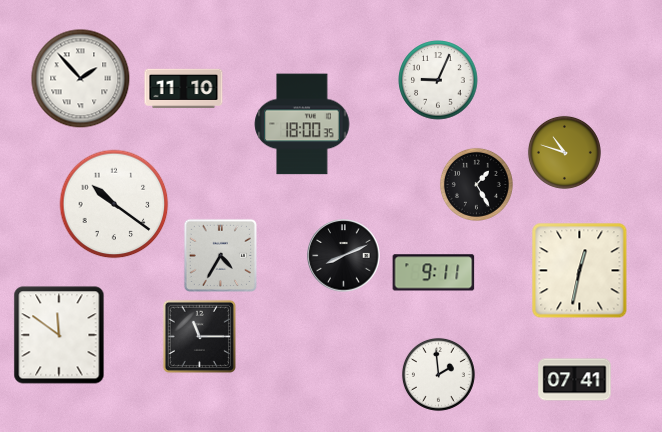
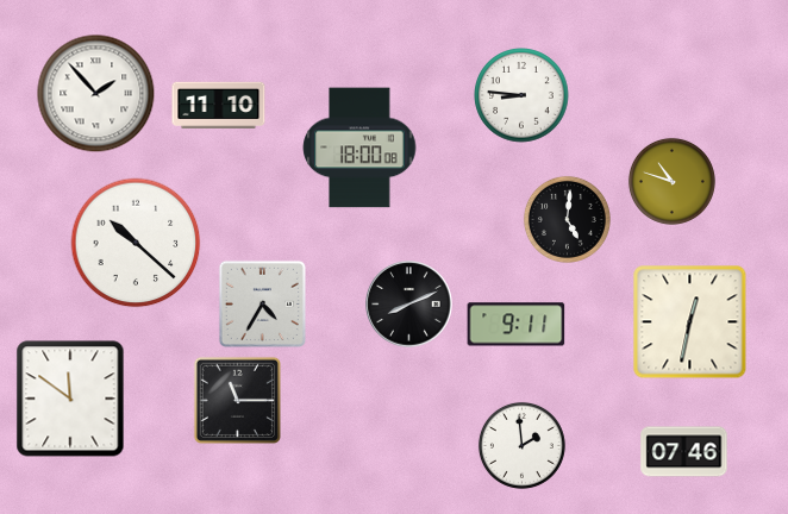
clock at (438, 80): 9:04 -> 8:46
clock at (302, 124): 18:00:35 -> 18:00:08
clock at (476, 184): 1:25 -> 5:01
clock at (114, 204): 10:21 -> 10:22
clock at (575, 380): 07:41 -> 07:46
